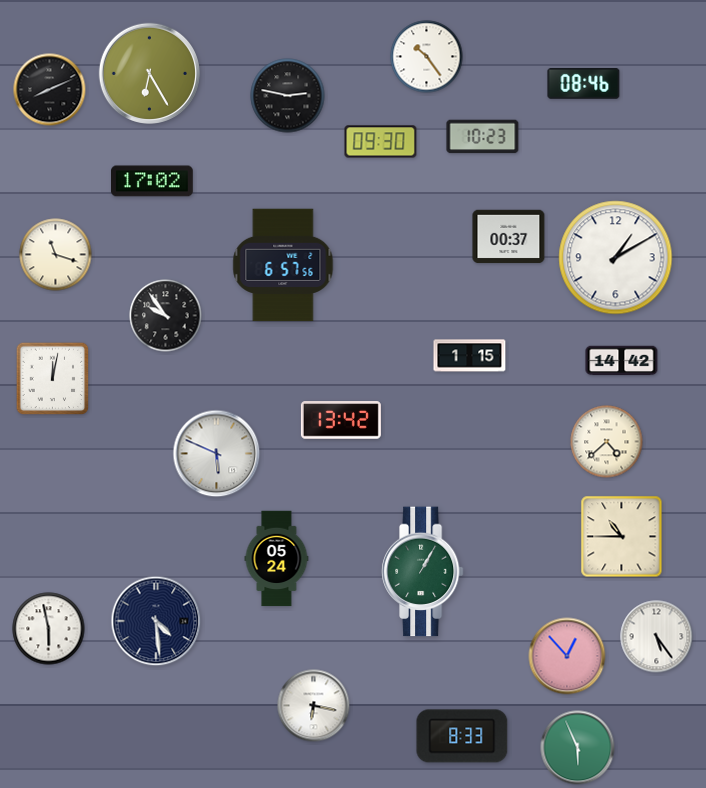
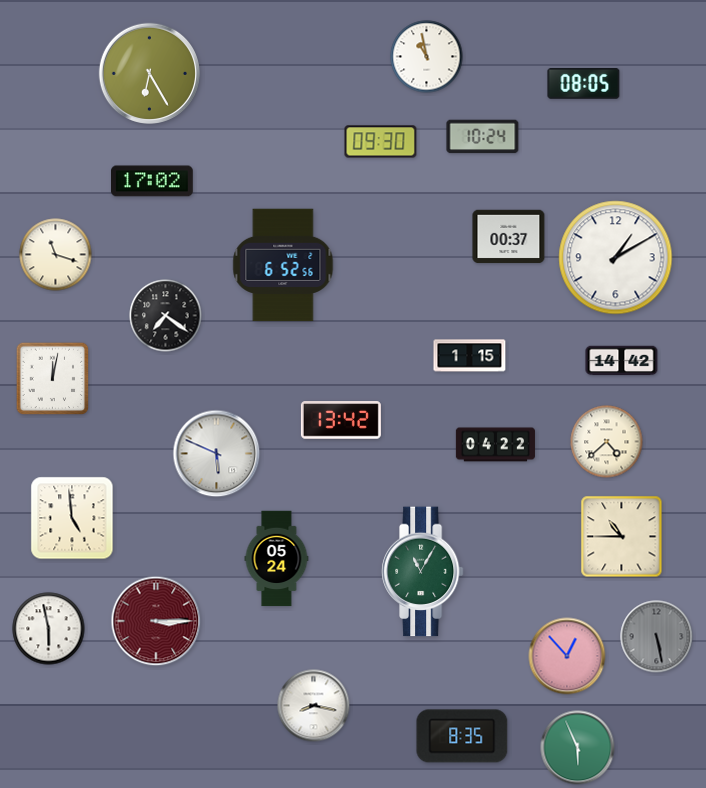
clock at (427, 57): 10:24 -> 10:58
clock at (584, 84): 08:46 -> 08:05
clock at (50, 90): 8:11 -> none
clock at (288, 96): 2:47 -> none
clock at (483, 137): 10:23 -> 10:24
clock at (283, 265): 6:57 -> 6:52
clock at (166, 316): 9:54 -> 7:21
clock at (495, 445): none -> 04:22
clock at (72, 518): none -> 4:59
clock at (422, 572): 1:05 -> 11:05
clock at (156, 621): 4:29 -> 3:15
clock at (156, 621) dial: navy -> burgundy
clock at (657, 637): 5:24 -> 5:28
clock at (657, 637) dial: white -> grey
clock at (314, 706): 6:17 -> 8:17
clock at (462, 736): 8:33 -> 8:35
